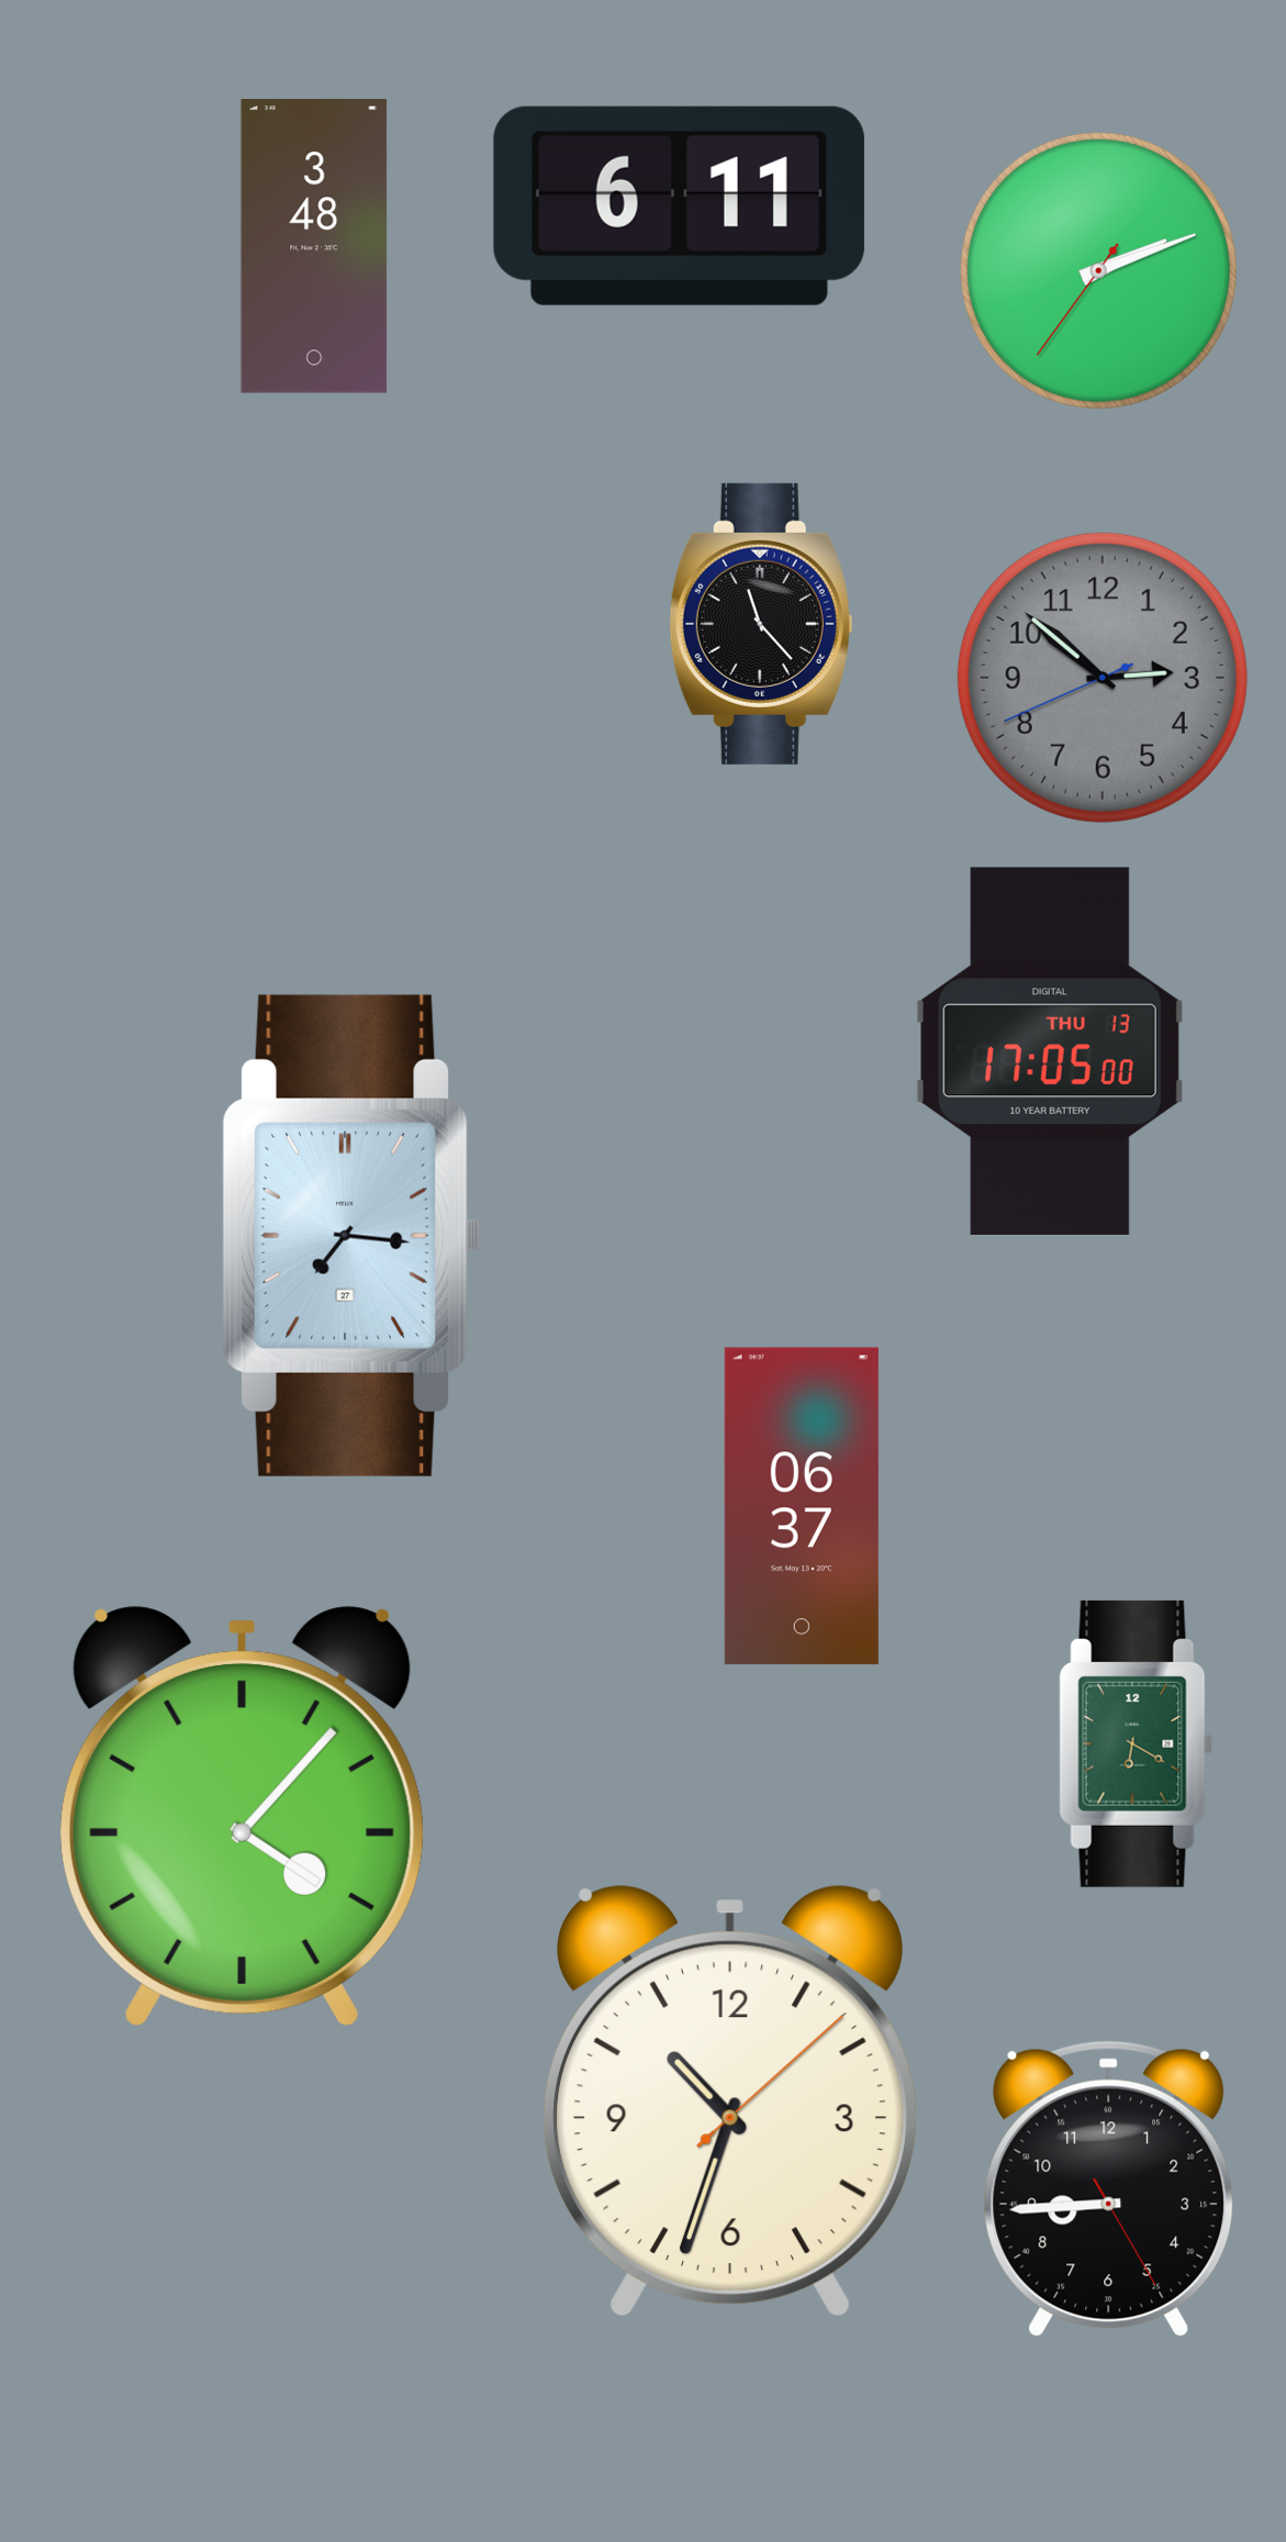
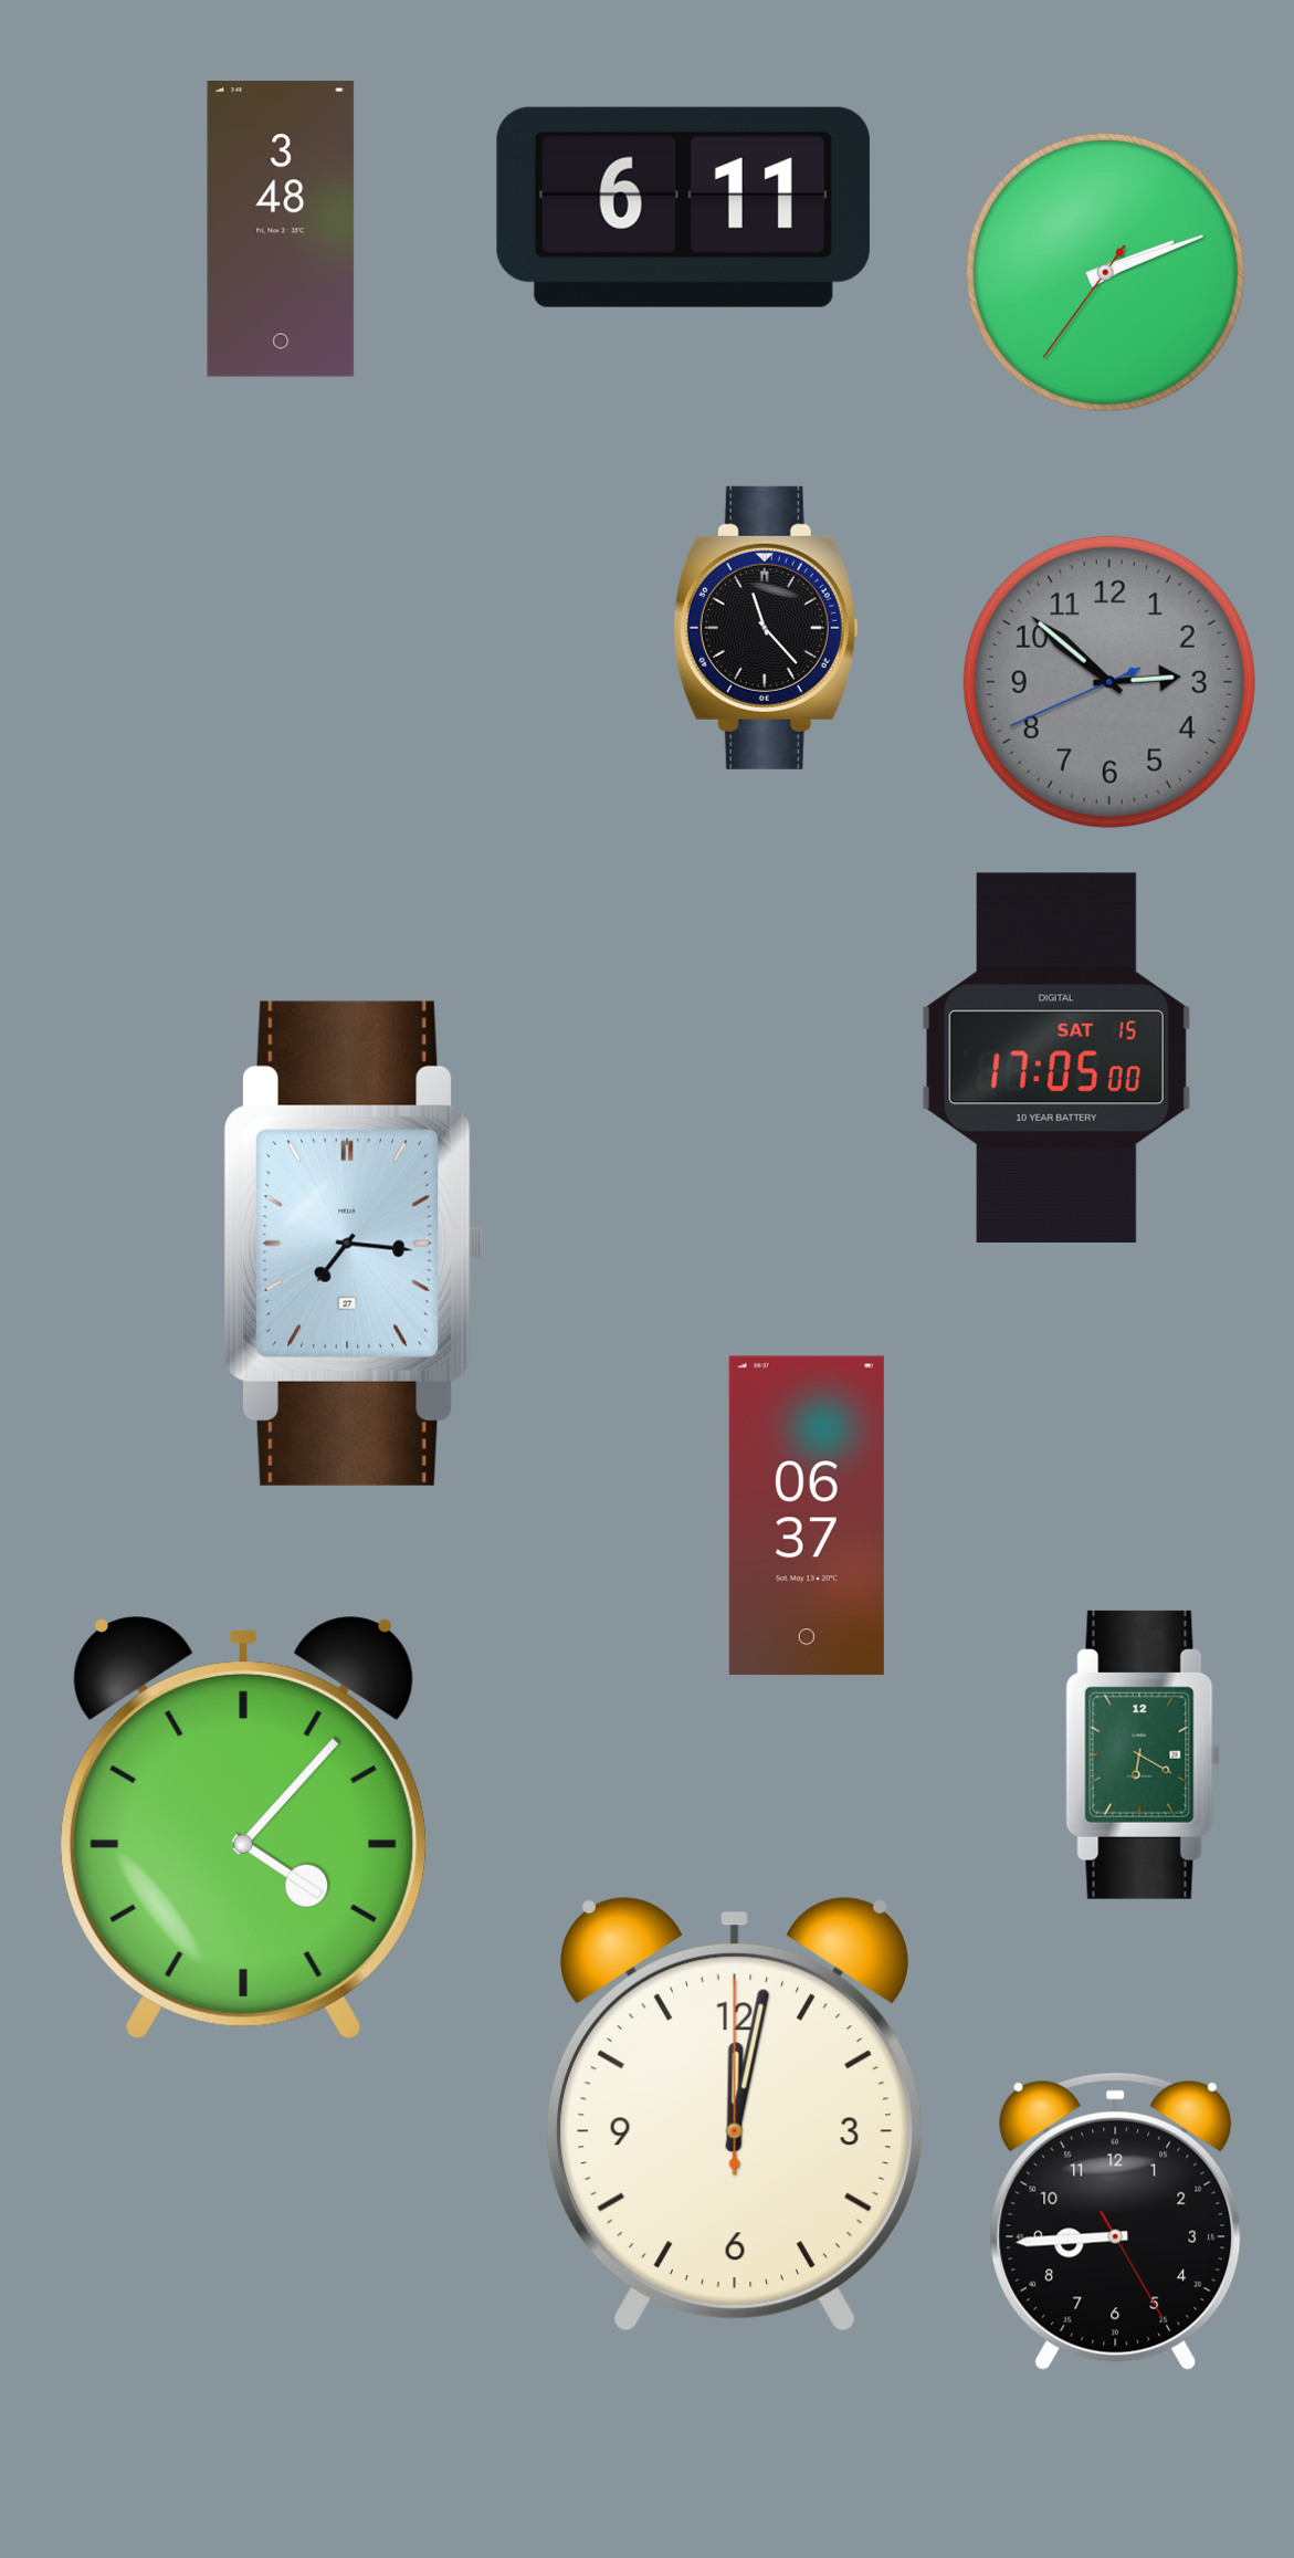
clock at (314, 246) position: (314, 246) -> (281, 229)
clock at (1050, 1050) date: THU 13 -> SAT 15
clock at (730, 2101): 10:33 -> 12:02
clock at (1109, 2188) position: (1109, 2188) -> (1116, 2221)
